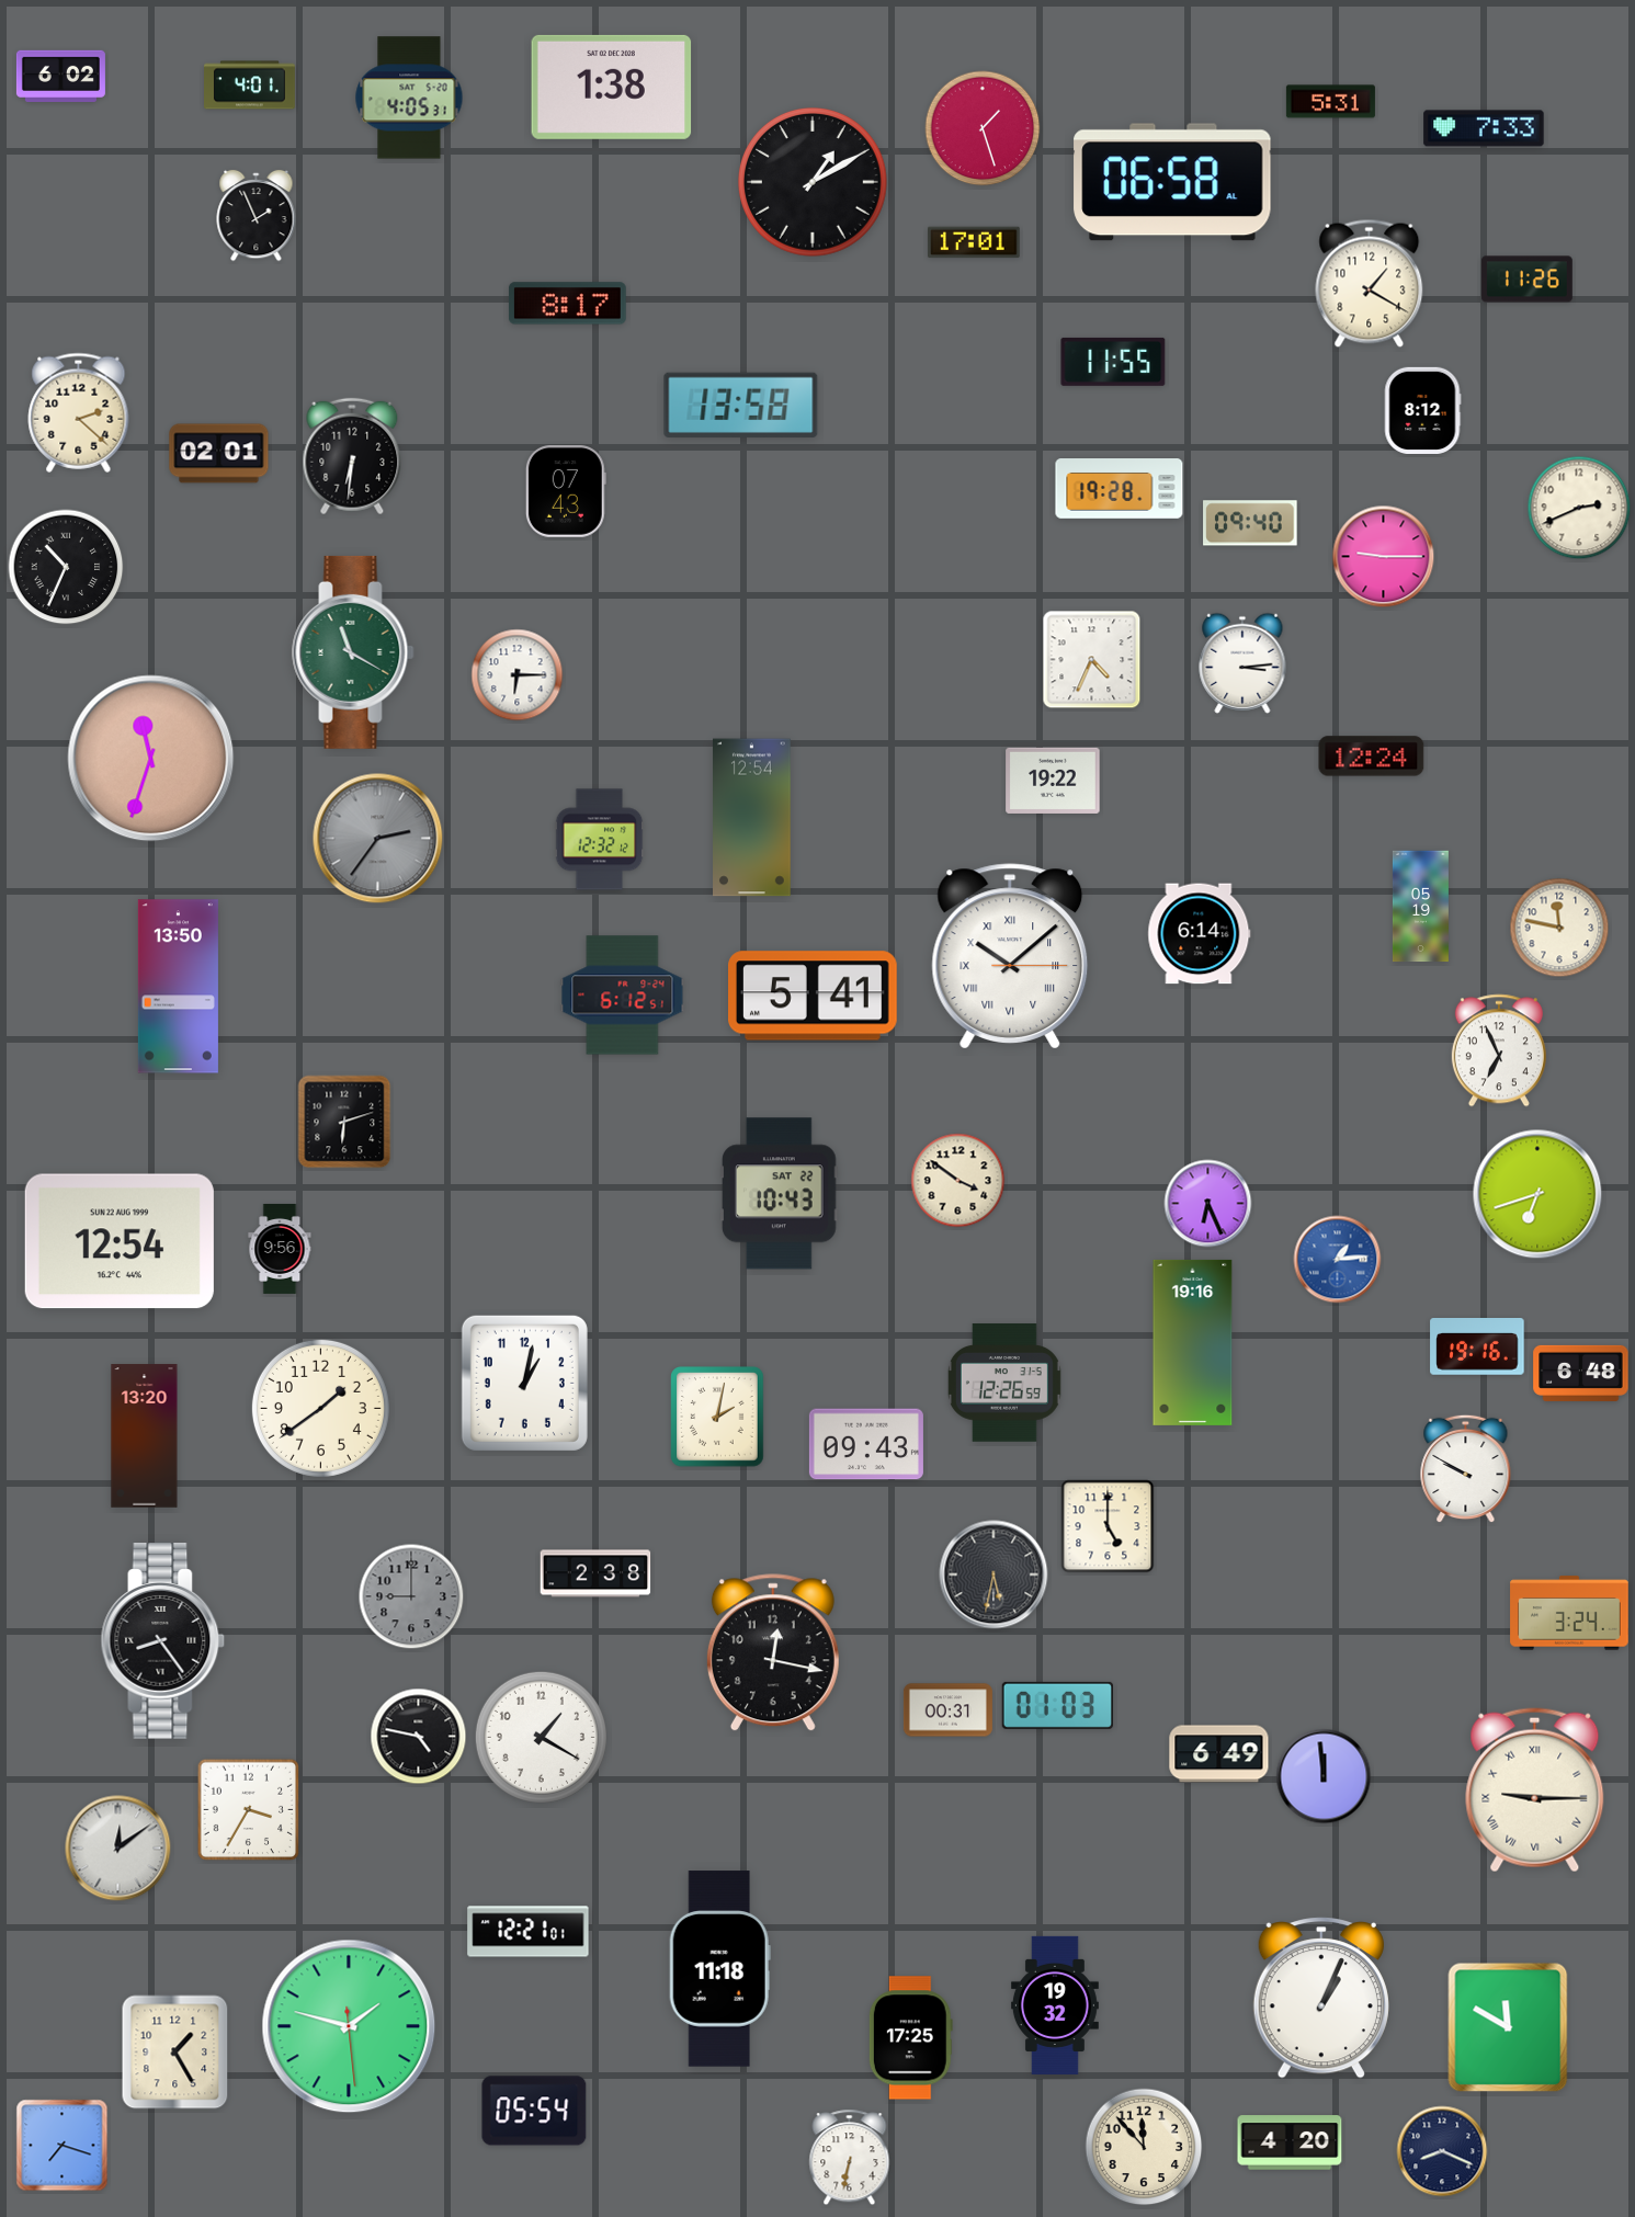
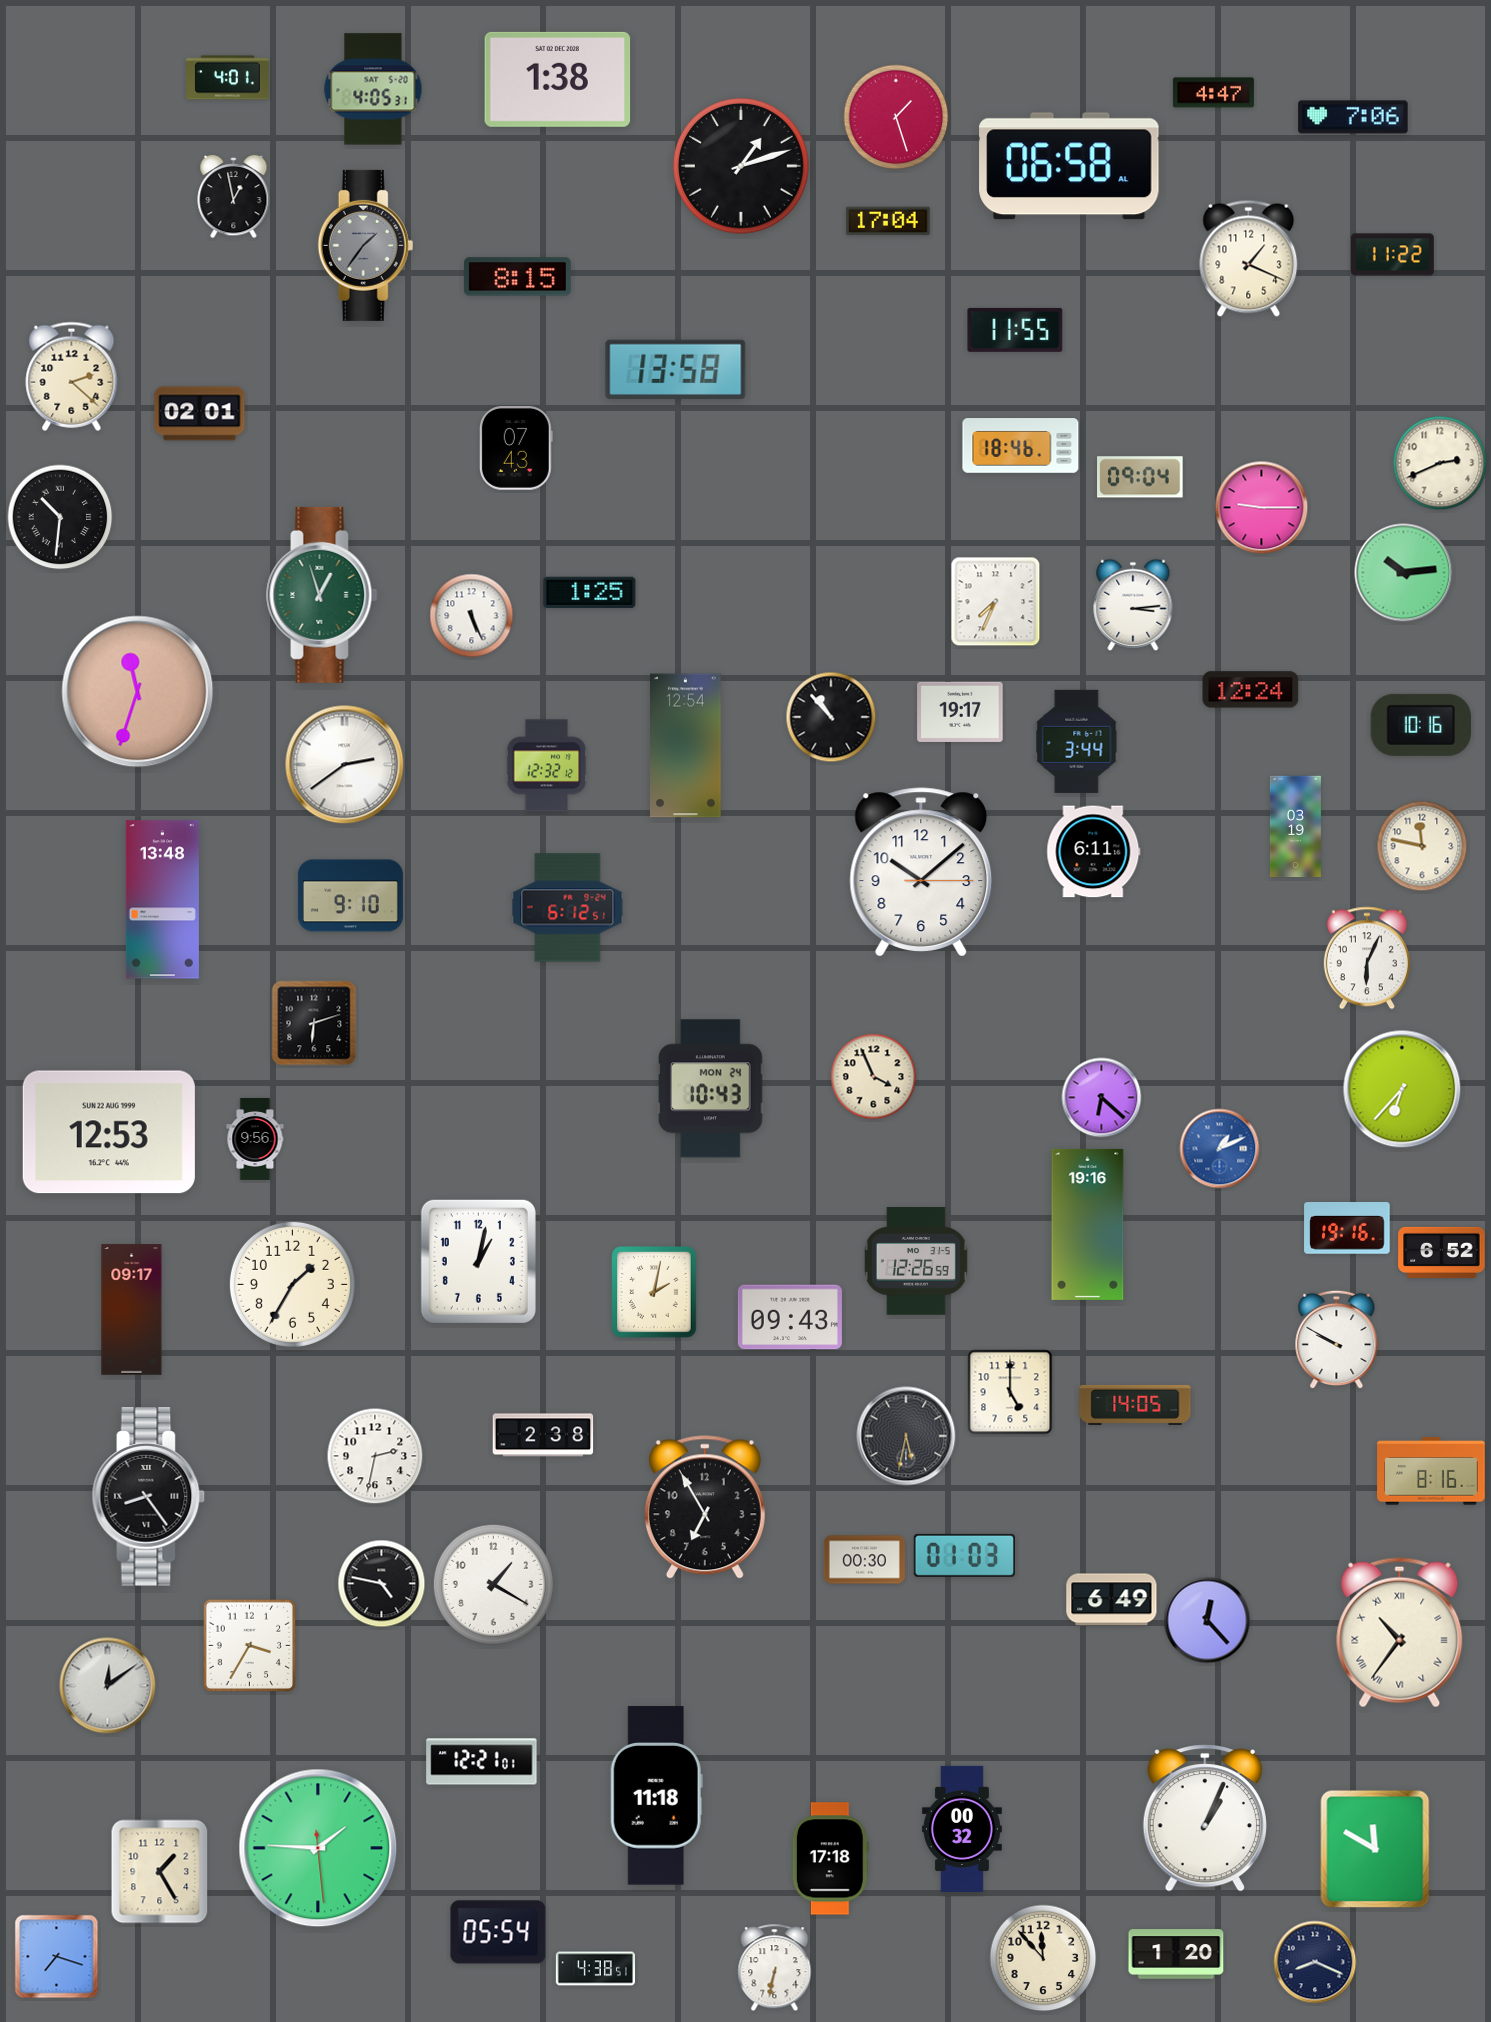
clock at (60, 76): 6:02 -> none
clock at (1330, 102): 5:31 -> 4:47
clock at (1484, 128): 7:33 -> 7:06
clock at (814, 183): 1:10 -> 1:12
clock at (257, 216): 1:56 -> 12:58
clock at (975, 242): 17:01 -> 17:04
clock at (366, 245): none -> 1:36
clock at (1526, 280): 11:26 -> 11:22
clock at (1370, 283): 1:20 -> 1:19
clock at (567, 304): 8:17 -> 8:15
clock at (1422, 410): 8:12 -> none
clock at (352, 456): 6:31 -> none
clock at (1120, 489): 19:28 -> 18:46
clock at (1250, 523): 09:40 -> 09:04
clock at (66, 567): 10:34 -> 10:31
clock at (1404, 573): none -> 10:14
clock at (590, 593): none -> 1:25
clock at (353, 652): 11:20 -> 12:57
clock at (1092, 660): 4:34 -> 7:34
clock at (518, 675): 6:15 -> 5:26
clock at (1053, 781): 19:22 -> 19:17
clock at (831, 717): none -> 10:53
clock at (1420, 725): none -> 10:16
clock at (1077, 741): none -> 3:44
clock at (378, 839): 2:36 -> 2:39
clock at (378, 839) dial: grey -> white
clock at (1420, 907): 05:19 -> 03:19
clock at (1200, 934): 6:14 -> 6:11
clock at (1010, 956) numerals: Roman -> Arabic
clock at (350, 896): none -> 9:10
clock at (178, 987): 13:50 -> 13:48
clock at (814, 996): 5:41 -> none
clock at (1499, 1050): 6:56 -> 6:04
clock at (958, 1181): 3:51 -> 3:56
clock at (779, 1194) date: SAT 22 -> MON 24
clock at (1537, 1194): 6:42 -> 6:37
clock at (1208, 1204): 6:26 -> 6:22
clock at (120, 1241): 12:54 -> 12:53
clock at (1338, 1260): 1:14 -> 1:11
clock at (1581, 1373): 6:48 -> 6:52
clock at (320, 1408): 1:39 -> 1:35
clock at (145, 1436): 13:20 -> 09:17
clock at (1135, 1405): none -> 14:05
clock at (411, 1596): 9:00 -> 2:32
clock at (411, 1596) dial: grey -> white
clock at (1569, 1613): 3:24 -> 8:16
clock at (773, 1653): 12:17 -> 6:55
clock at (947, 1710): 00:31 -> 00:30
clock at (1324, 1776): 11:59 -> 12:23
clock at (1535, 1790): 9:15 -> 10:36
clock at (249, 1810) position: (249, 1810) -> (250, 1646)
clock at (1321, 1998) position: (1321, 1998) -> (1205, 1818)
clock at (1055, 2005): 19:32 -> 00:32
clock at (349, 2026): 1:47 -> 1:45
clock at (910, 2038): 17:25 -> 17:18
clock at (534, 2111) position: (534, 2111) -> (498, 1932)
clock at (1290, 2142): 4:20 -> 1:20
clock at (595, 1969): none -> 4:38
